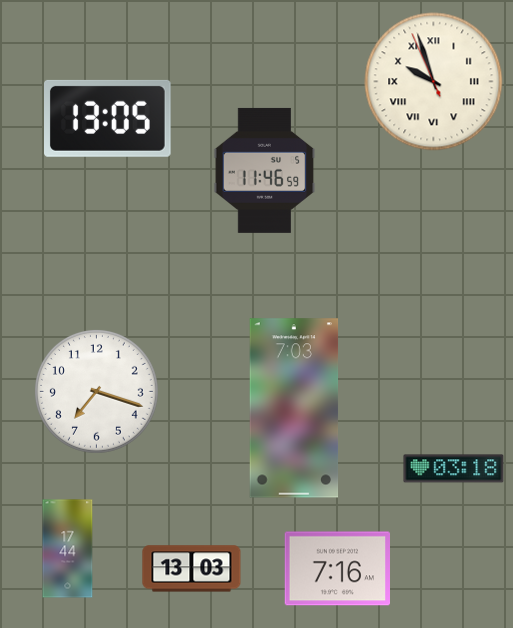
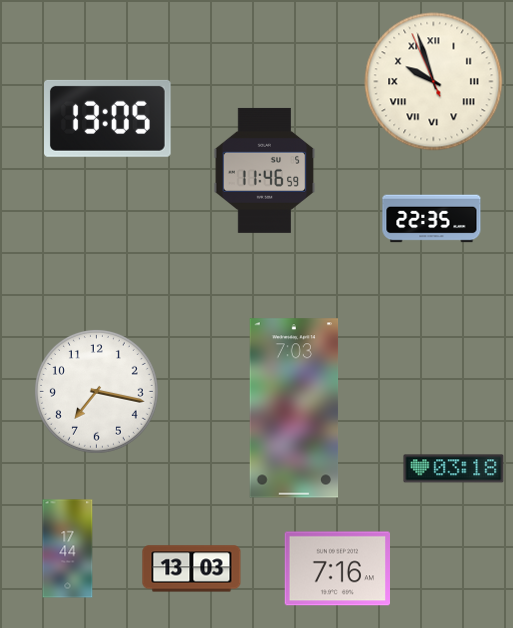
clock at (432, 219): none -> 22:35
clock at (96, 391): 7:18 -> 7:17
